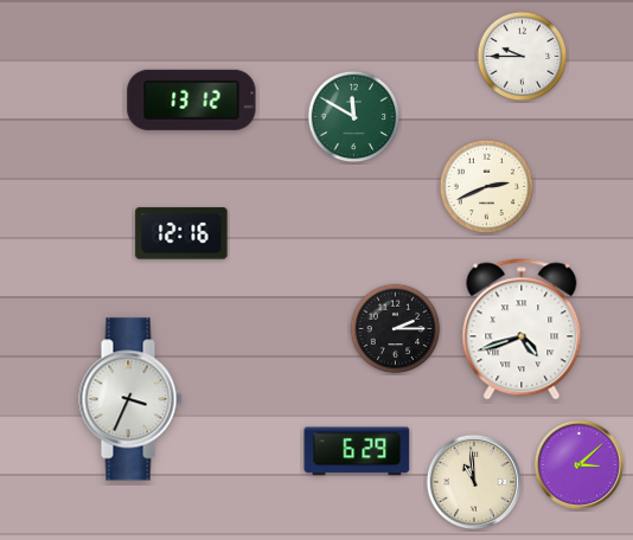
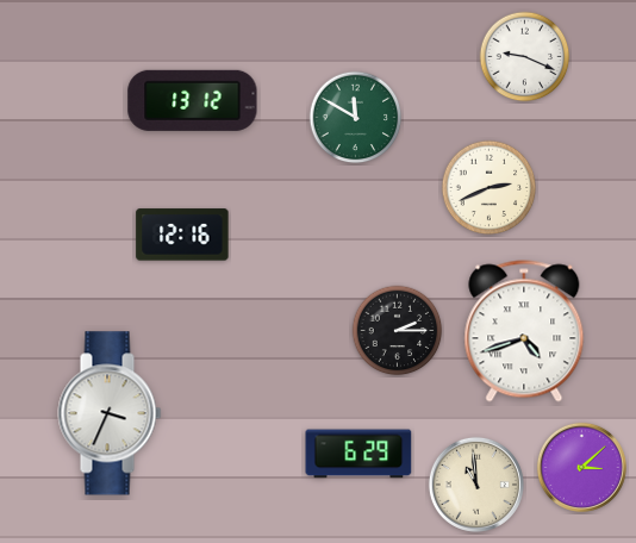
clock at (523, 57): 9:45 -> 9:19
clock at (130, 399) position: (130, 399) -> (110, 413)
